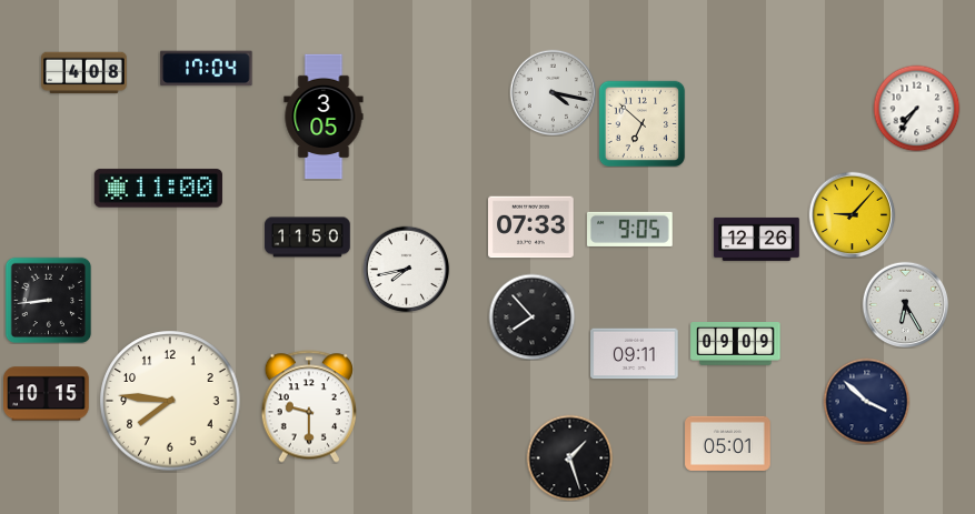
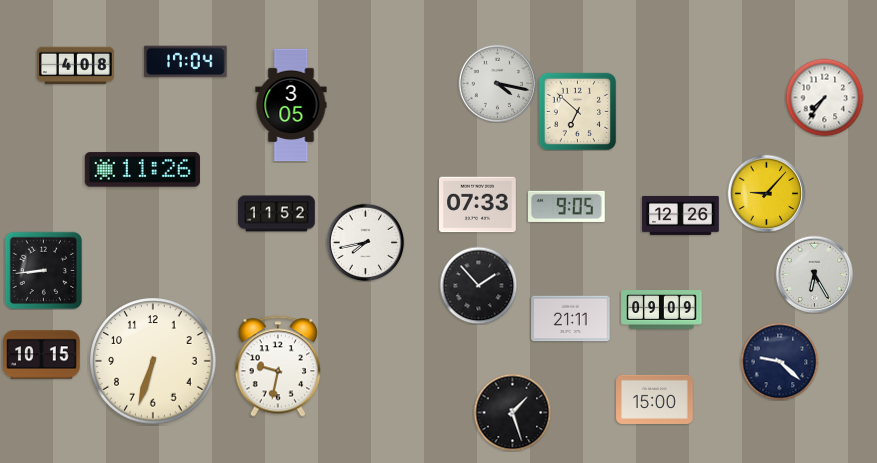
clock at (158, 189): 11:00 -> 11:26
clock at (308, 238): 11:50 -> 11:52
clock at (531, 316): 7:53 -> 1:53
clock at (635, 354): 09:11 -> 21:11
clock at (170, 401): 7:46 -> 6:33
clock at (866, 401): 3:52 -> 9:22
clock at (308, 406): 9:30 -> 9:32
clock at (728, 443): 05:01 -> 15:00
